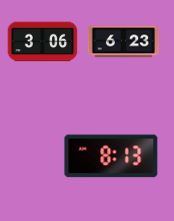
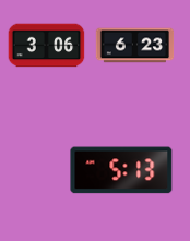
clock at (111, 156): 8:13 -> 5:13
